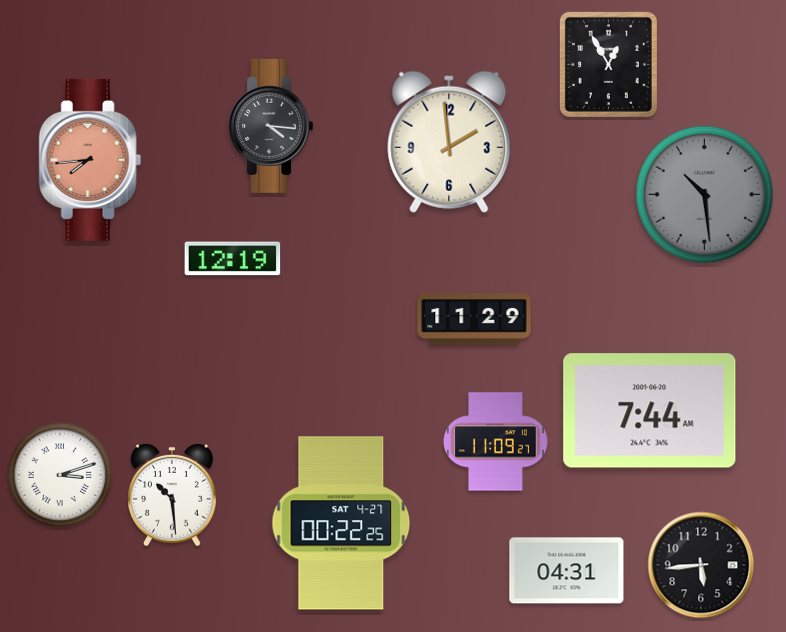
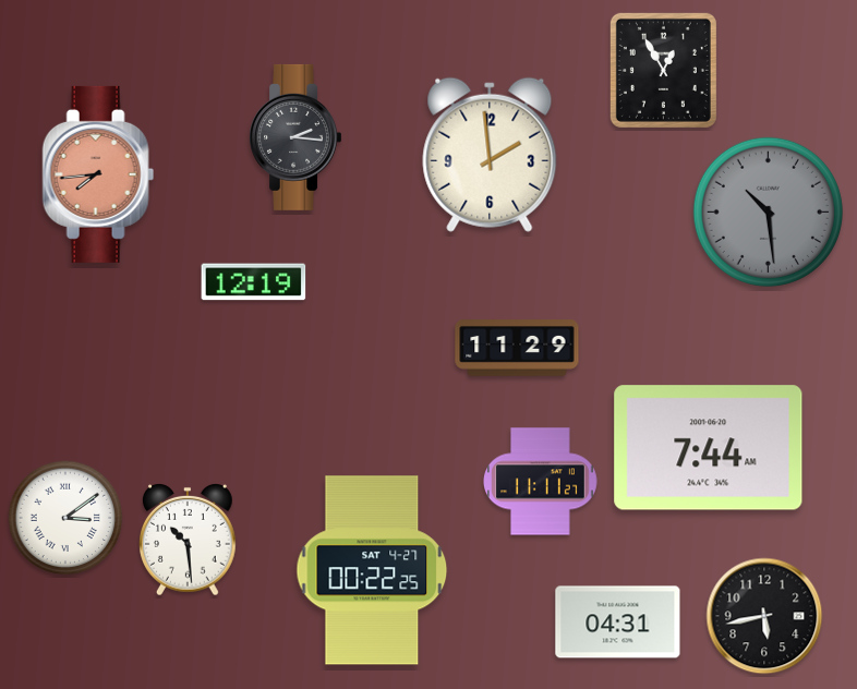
clock at (270, 126): 4:16 -> 2:16
clock at (496, 442): 11:09 -> 11:11
clock at (60, 475): 3:12 -> 3:09
clock at (701, 565): 5:44 -> 5:43
